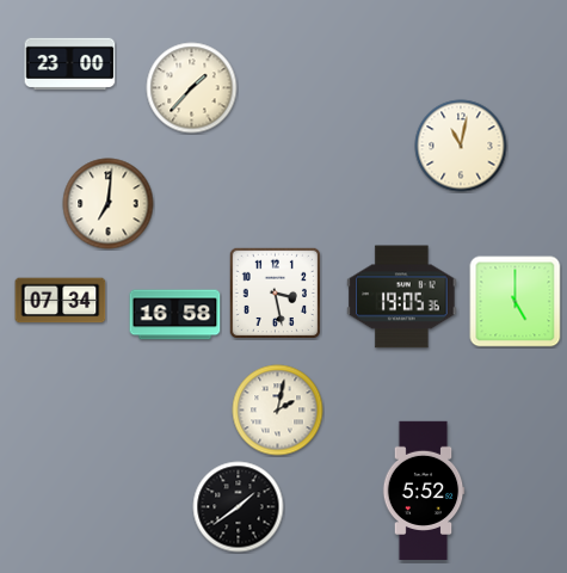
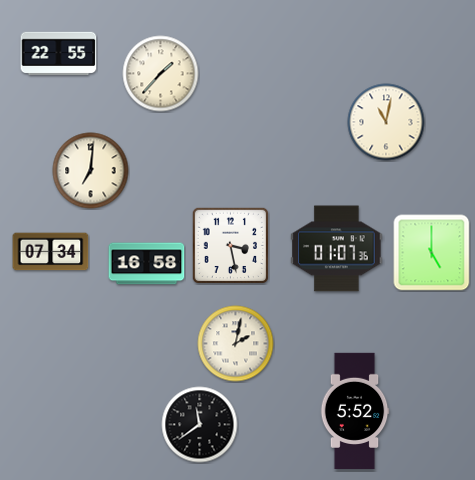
clock at (70, 64): 23:00 -> 22:55
clock at (402, 297): 19:05 -> 01:07
clock at (278, 411) position: (278, 411) -> (236, 344)
clock at (239, 507): 1:39 -> 11:39
